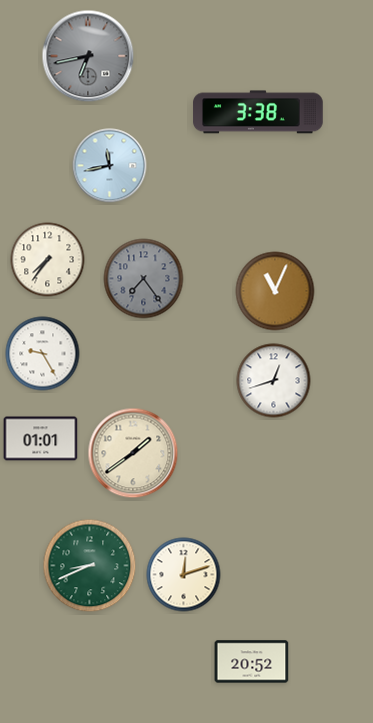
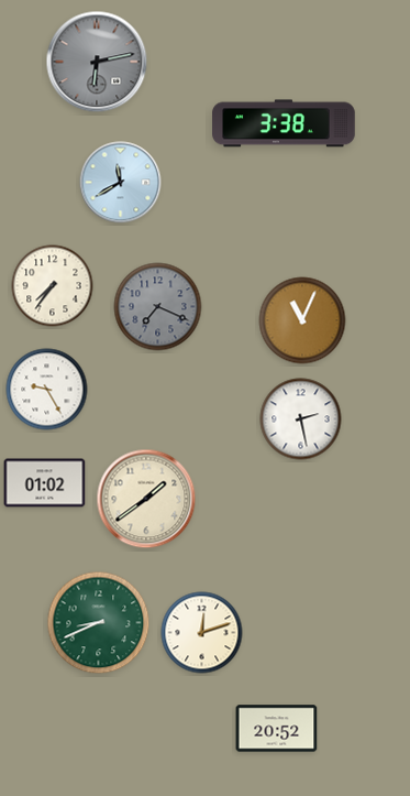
clock at (88, 56): 6:43 -> 6:13
clock at (110, 166): 11:43 -> 11:40
clock at (144, 279): 7:24 -> 7:19
clock at (274, 381): 12:42 -> 2:28
clock at (41, 439): 01:01 -> 01:02
